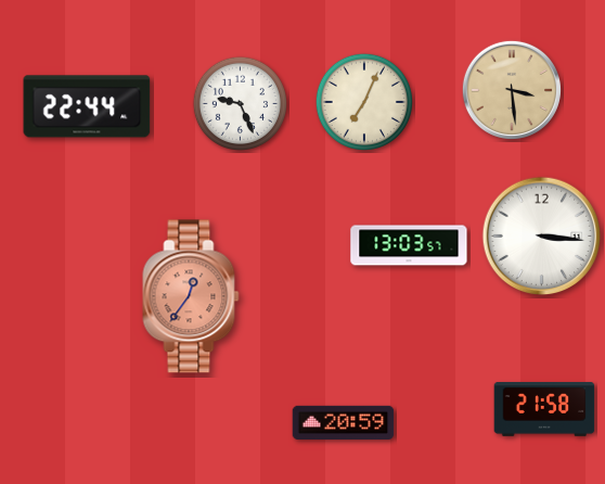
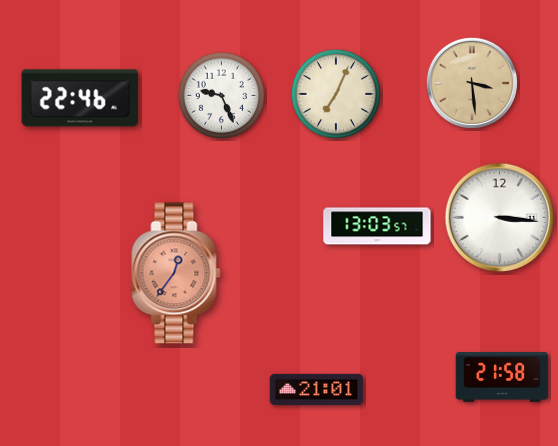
clock at (87, 106): 22:44 -> 22:46
clock at (344, 422): 20:59 -> 21:01
